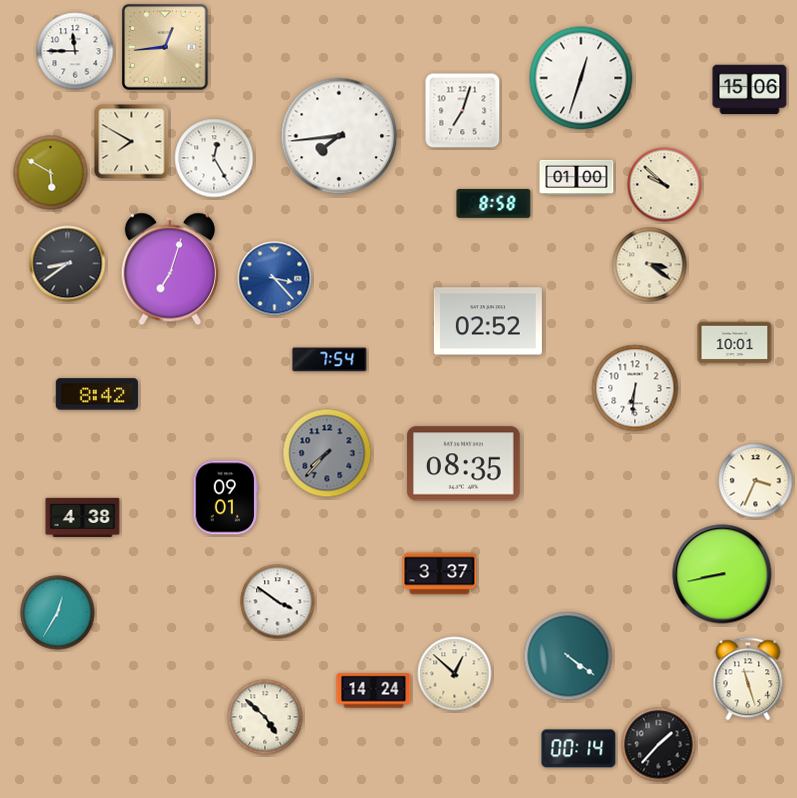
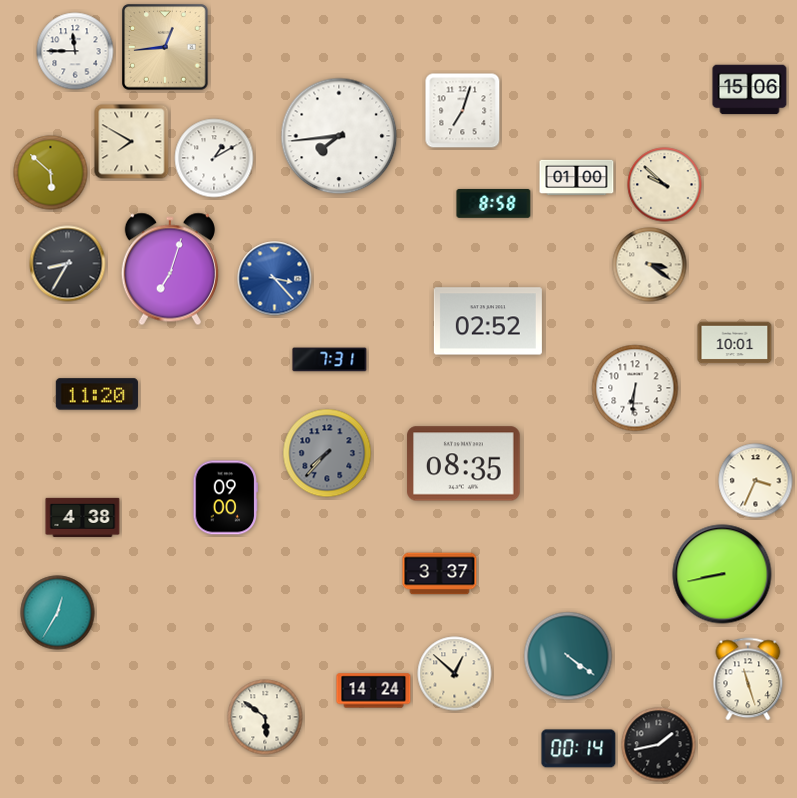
clock at (581, 78): 12:33 -> none
clock at (214, 158): 12:25 -> 1:10
clock at (51, 173): 5:50 -> 5:52
clock at (68, 264): 8:39 -> 8:35
clock at (330, 360): 7:54 -> 7:31
clock at (97, 394): 8:42 -> 11:20
clock at (226, 498): 09:01 -> 09:00
clock at (278, 602): 3:51 -> none
clock at (265, 717): 4:52 -> 5:51
clock at (659, 745): 1:37 -> 1:43
